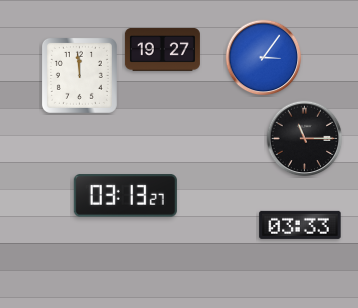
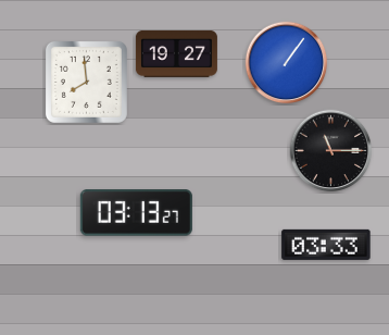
clock at (264, 58): 3:06 -> 1:06
clock at (79, 75): 11:59 -> 7:59
